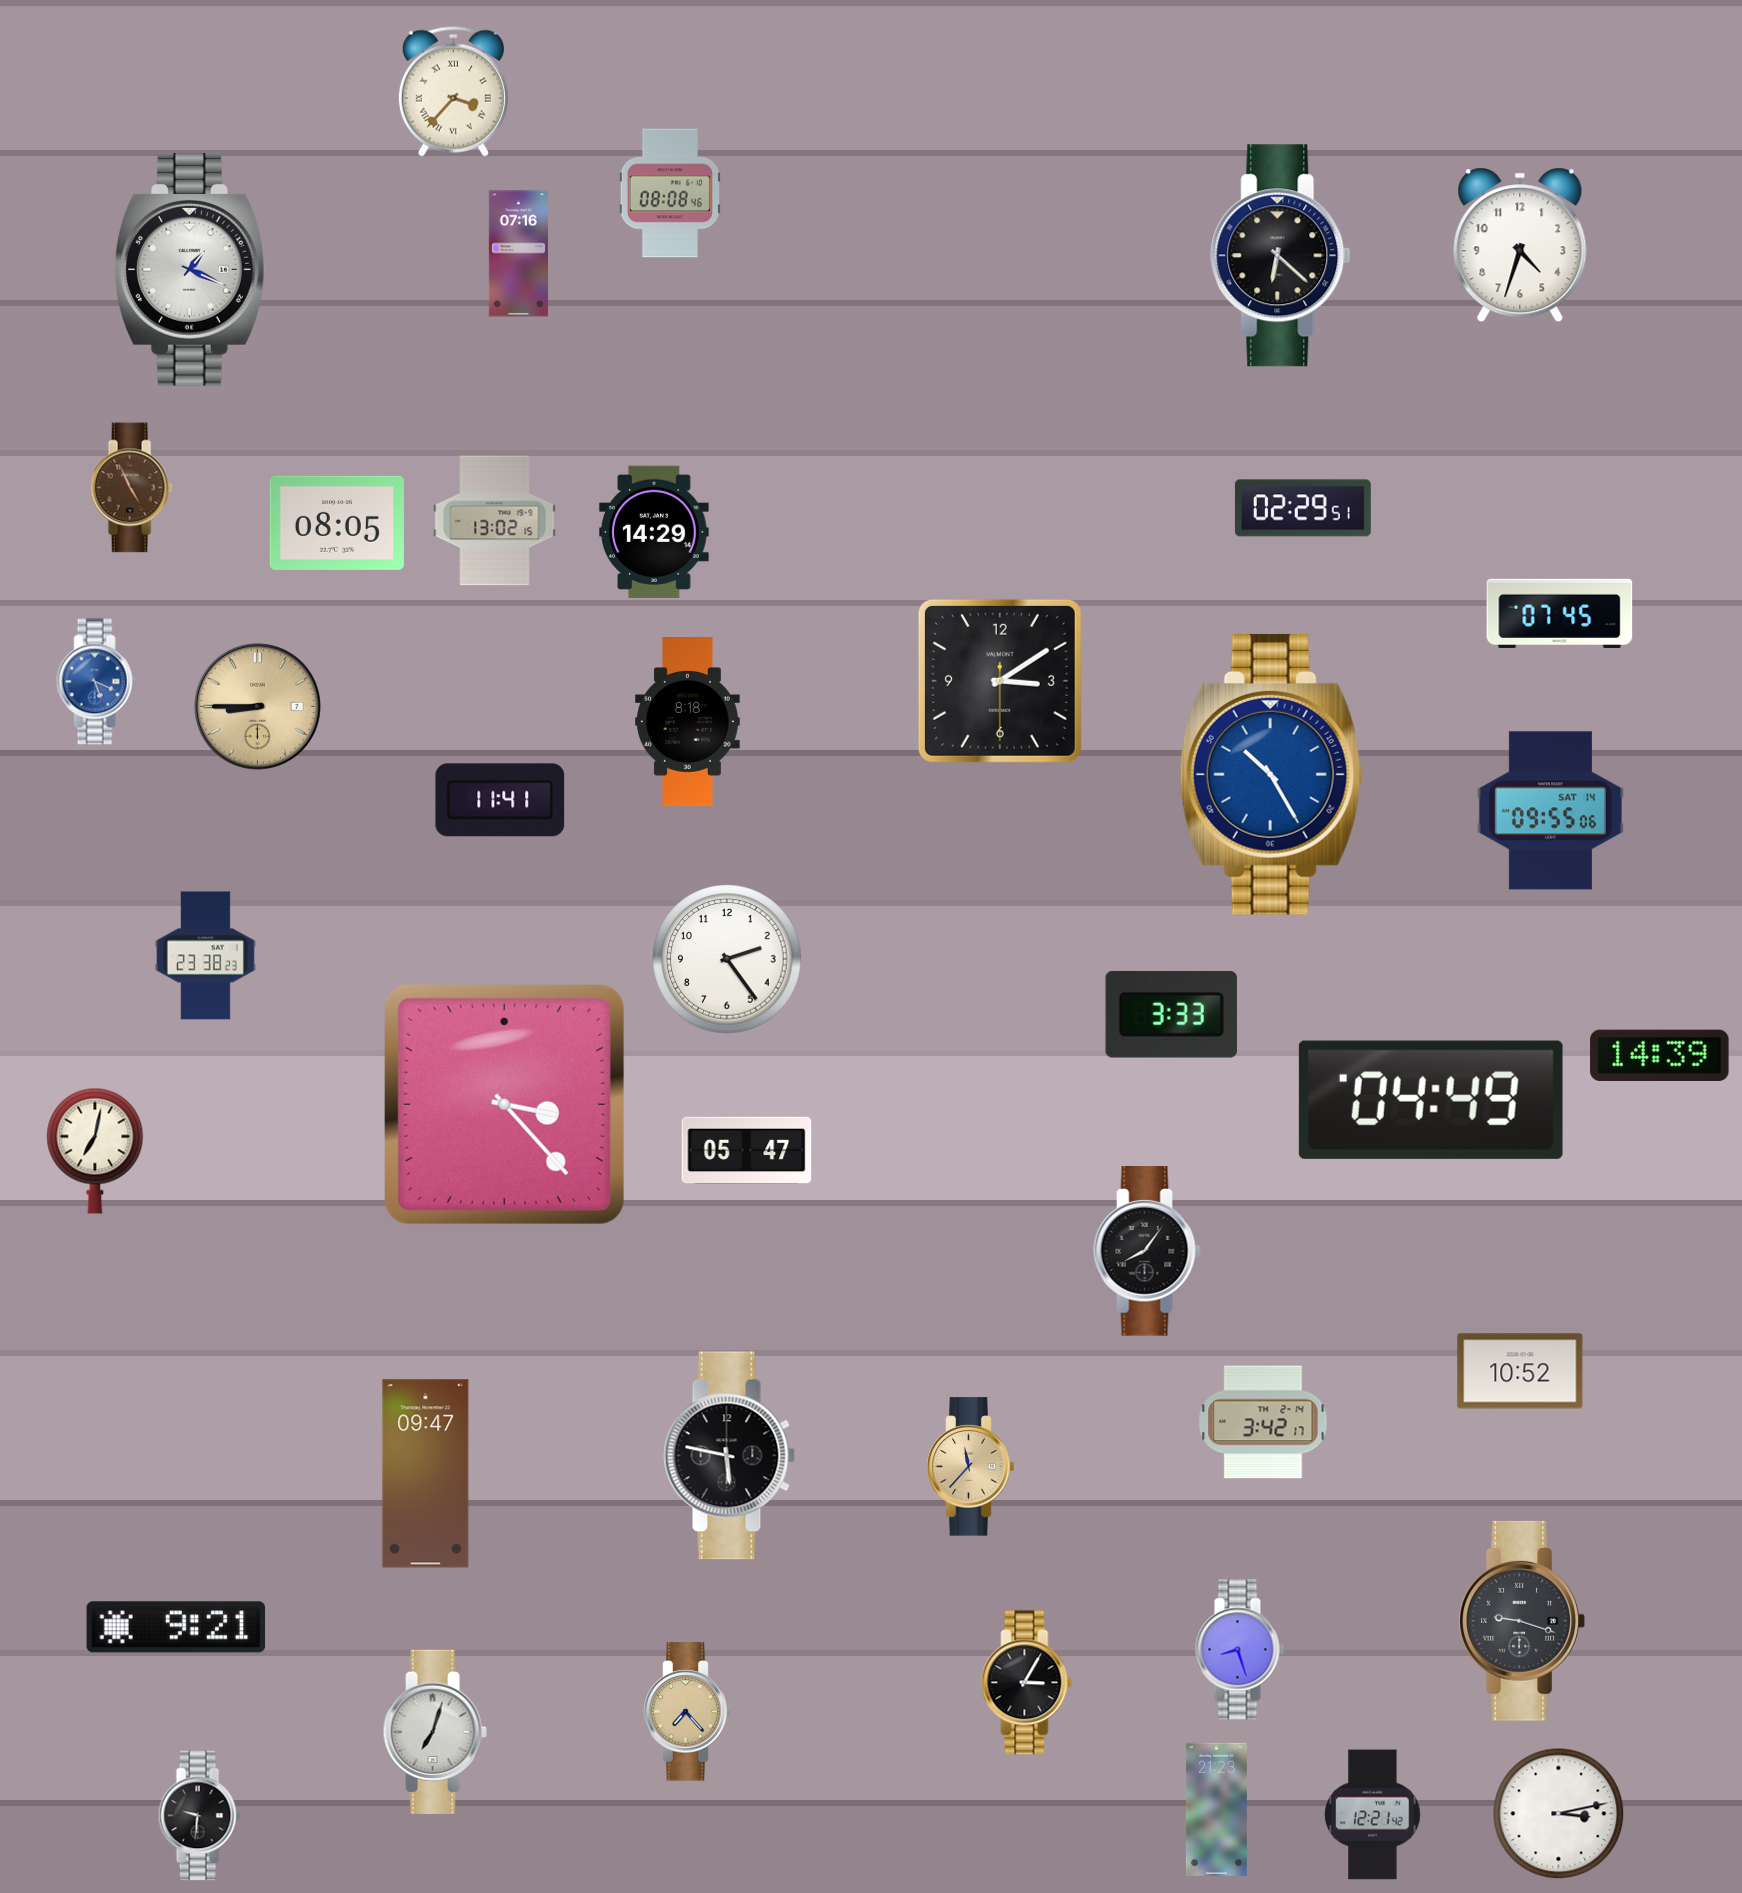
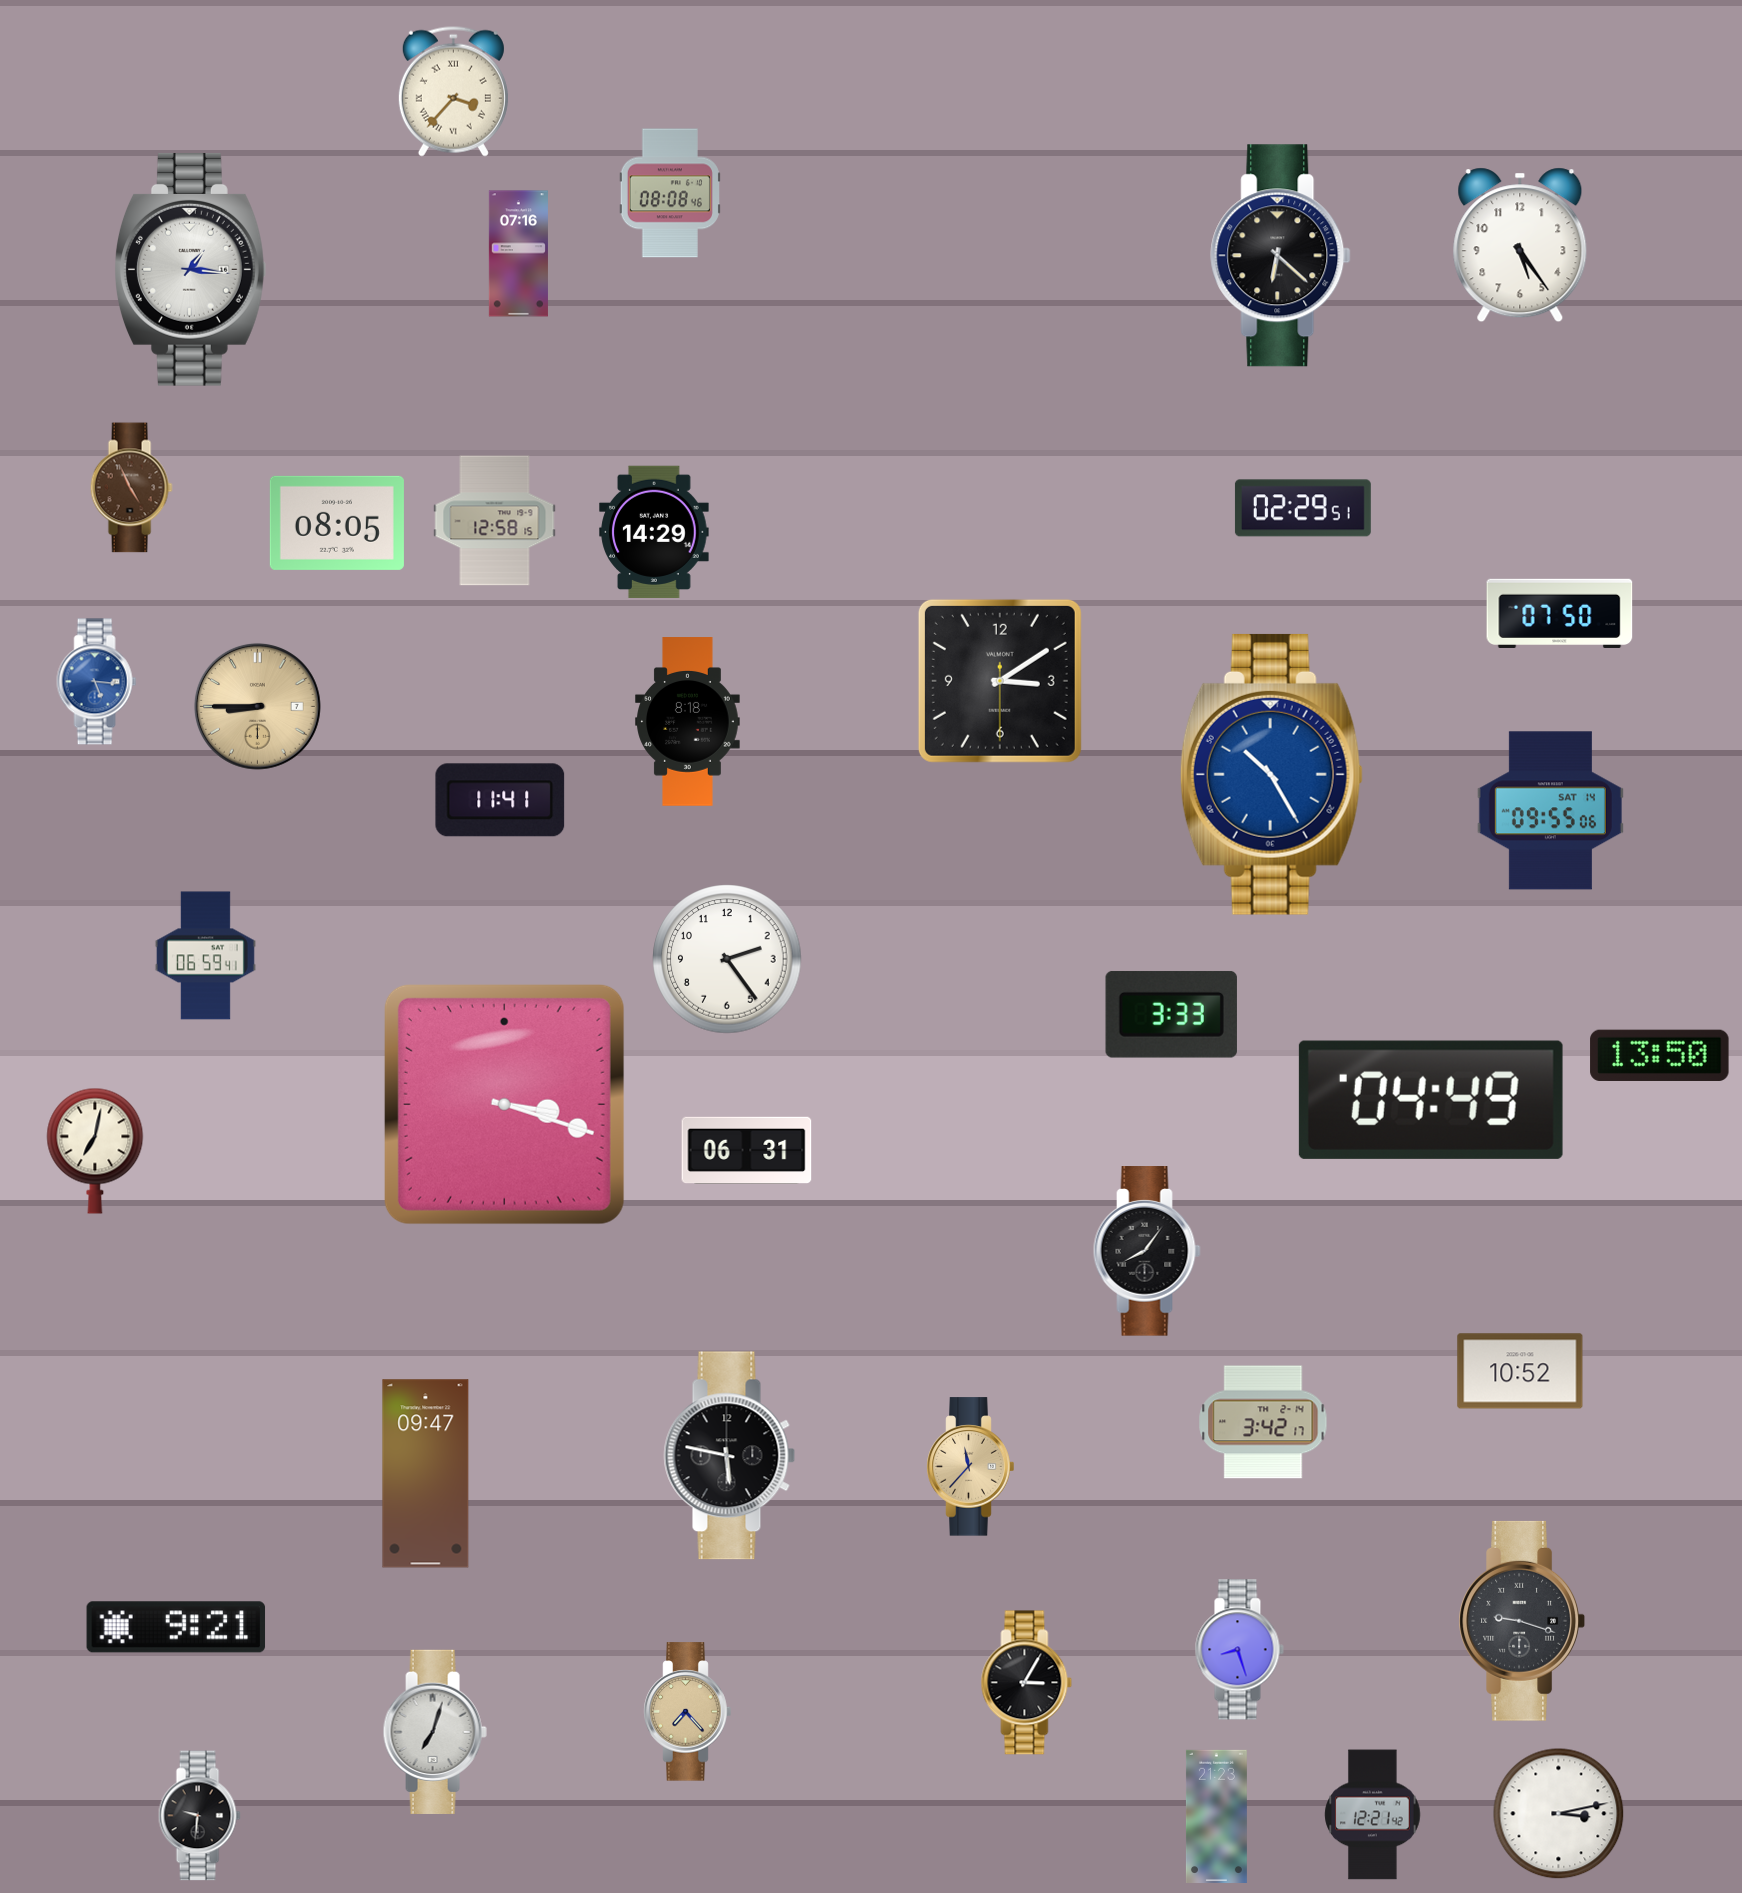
clock at (1520, 245): 4:33 -> 5:24
clock at (191, 269): 1:19 -> 1:16
clock at (495, 521): 13:02 -> 12:58
clock at (1560, 613): 07:45 -> 07:50
clock at (97, 682): 5:19 -> 5:16
clock at (205, 956): 23:38 -> 06:59
clock at (1660, 1055): 14:39 -> 13:50
clock at (504, 1104): 3:23 -> 3:18
clock at (747, 1150): 05:47 -> 06:31
clock at (1216, 1809) position: (1216, 1809) -> (1216, 1816)
